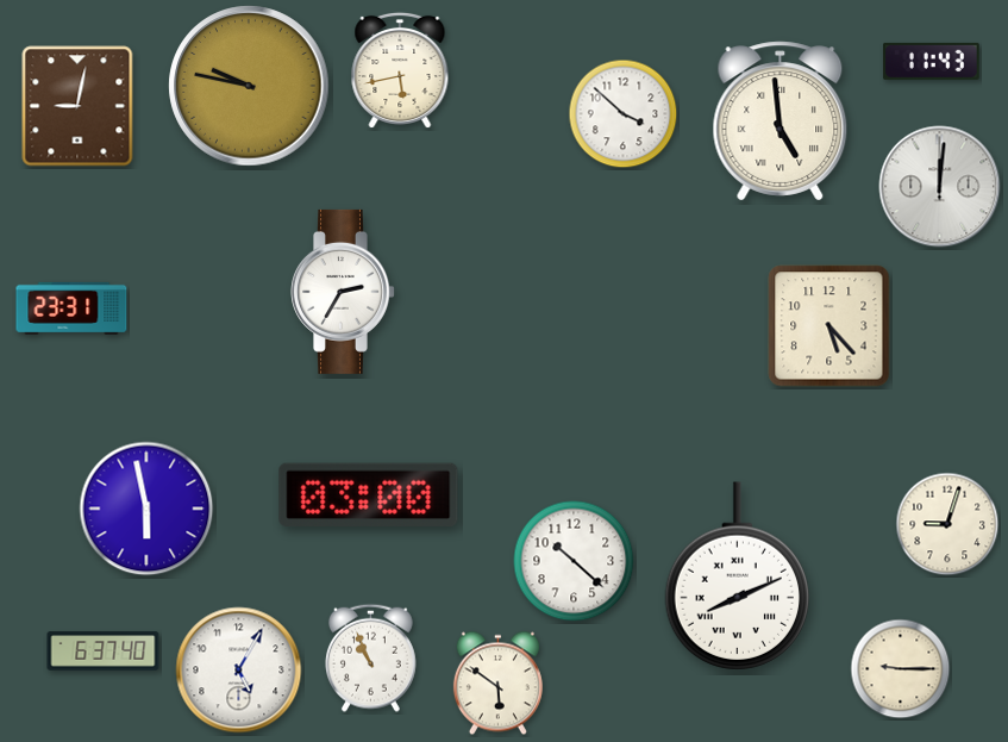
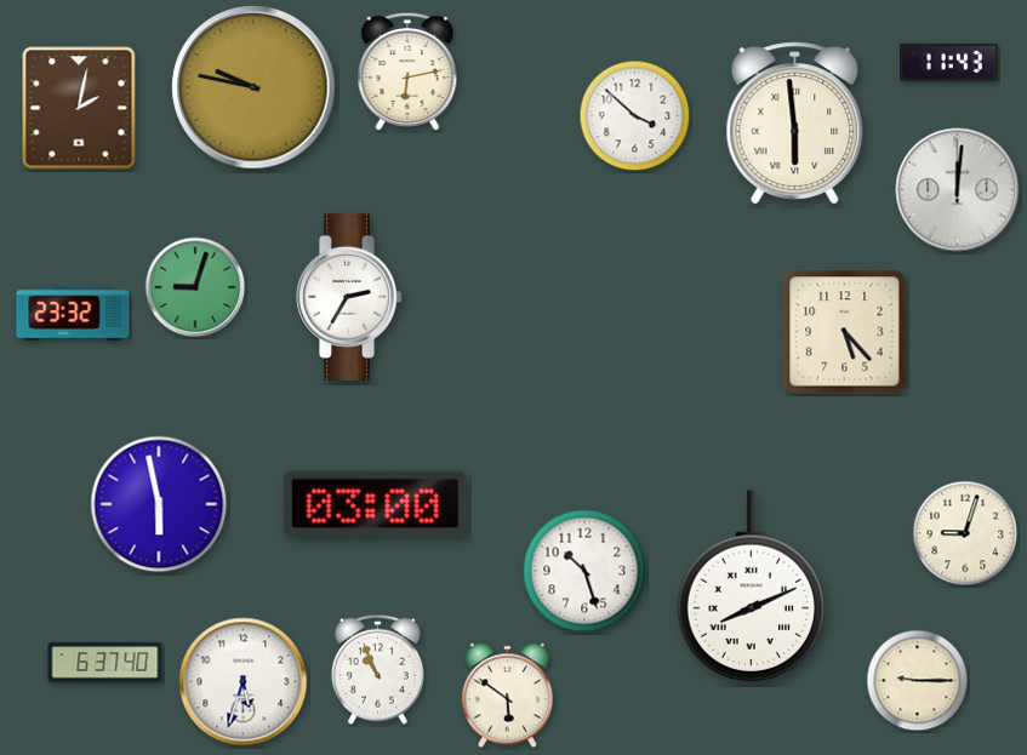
clock at (400, 69): 5:43 -> 6:13
clock at (77, 106): 9:02 -> 2:02
clock at (781, 121): 4:59 -> 5:59
clock at (195, 287): none -> 9:03
clock at (71, 308): 23:31 -> 23:32
clock at (146, 509) position: (146, 509) -> (159, 504)
clock at (574, 561): 10:22 -> 10:27
clock at (239, 671): 5:05 -> 5:33
